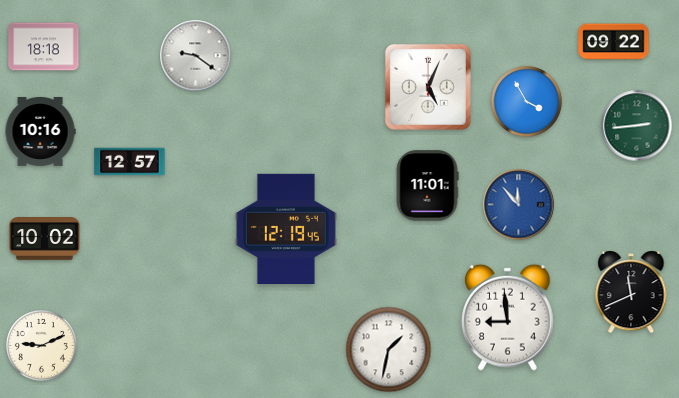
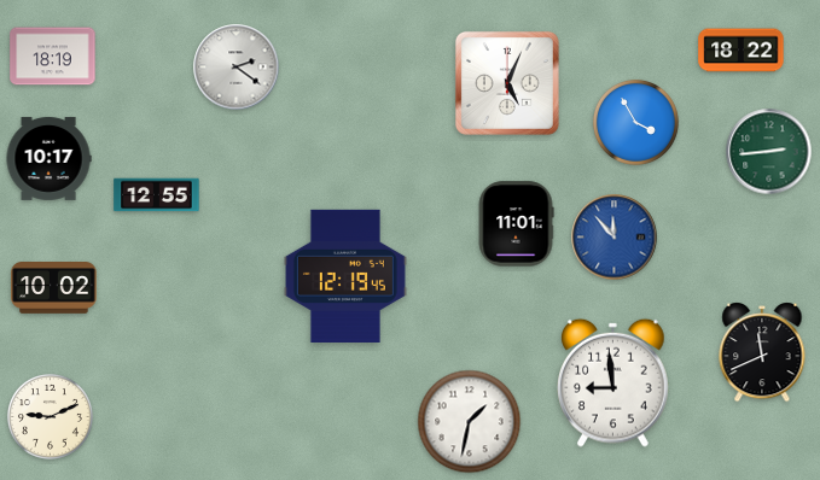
clock at (614, 42): 09:22 -> 18:22
clock at (44, 47): 18:18 -> 18:19
clock at (196, 56): 9:21 -> 2:21
clock at (428, 87) position: (428, 87) -> (507, 83)
clock at (40, 132): 10:16 -> 10:17
clock at (130, 162): 12:57 -> 12:55
clock at (519, 205) position: (519, 205) -> (615, 238)
